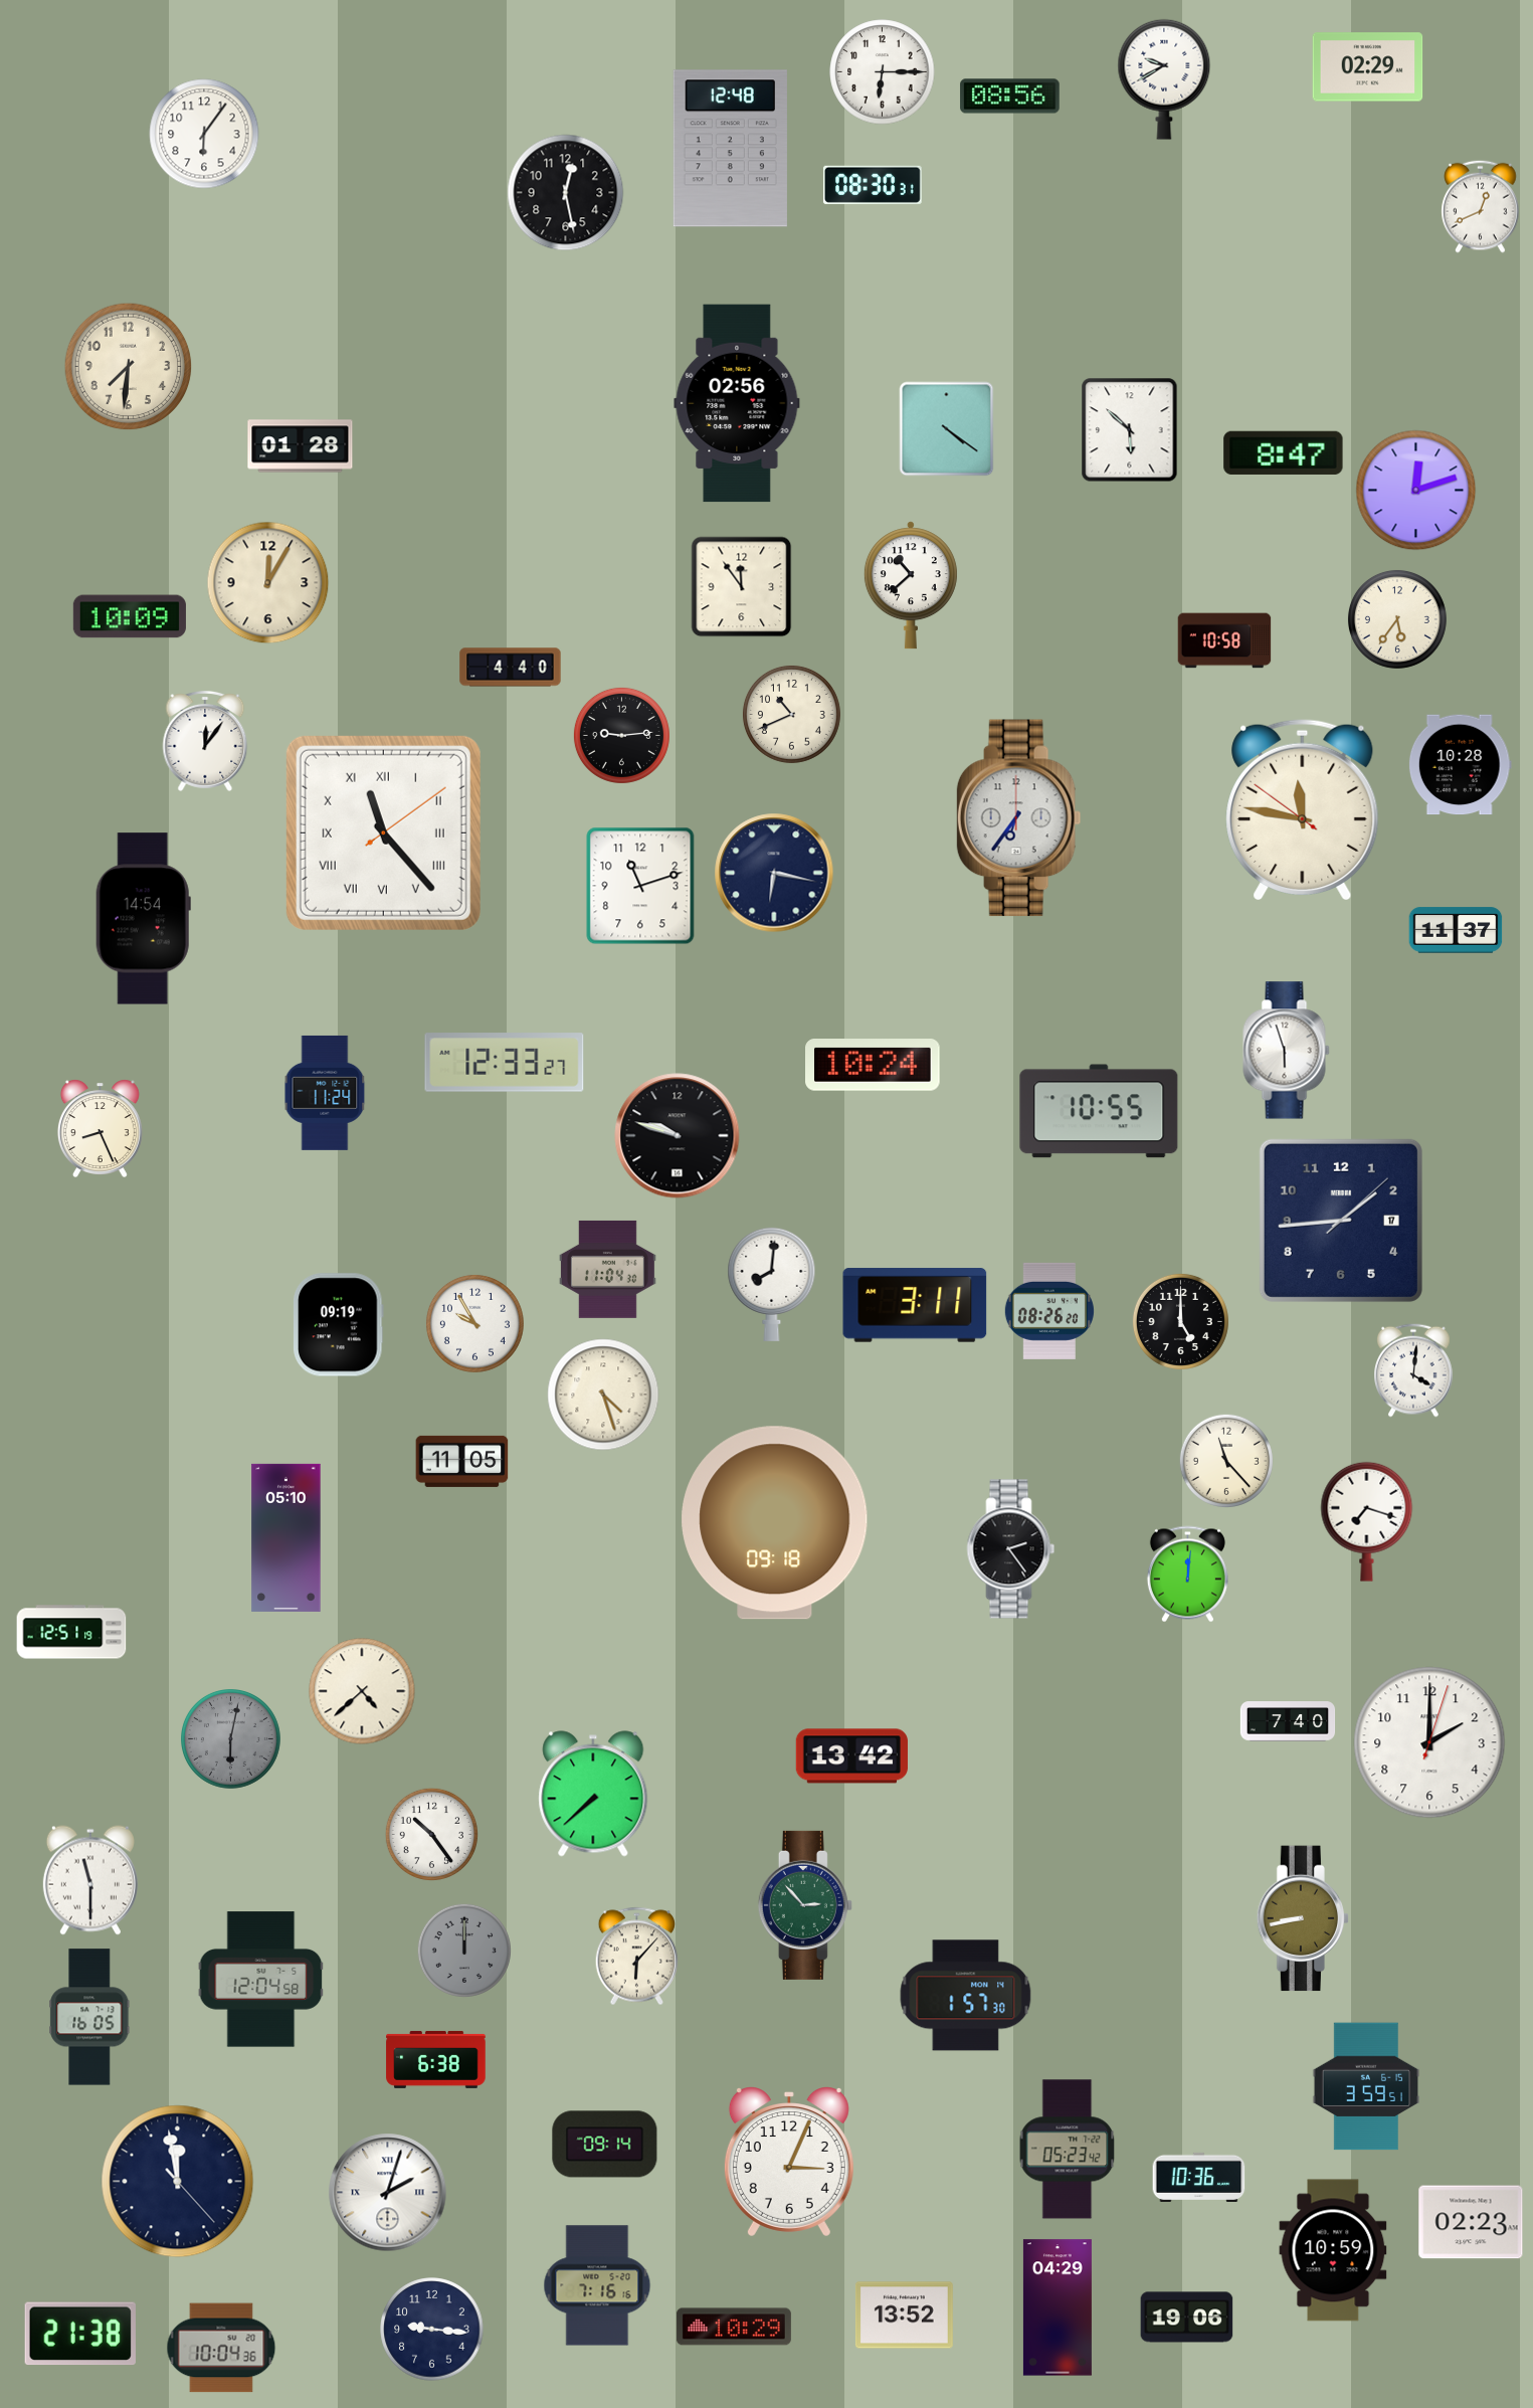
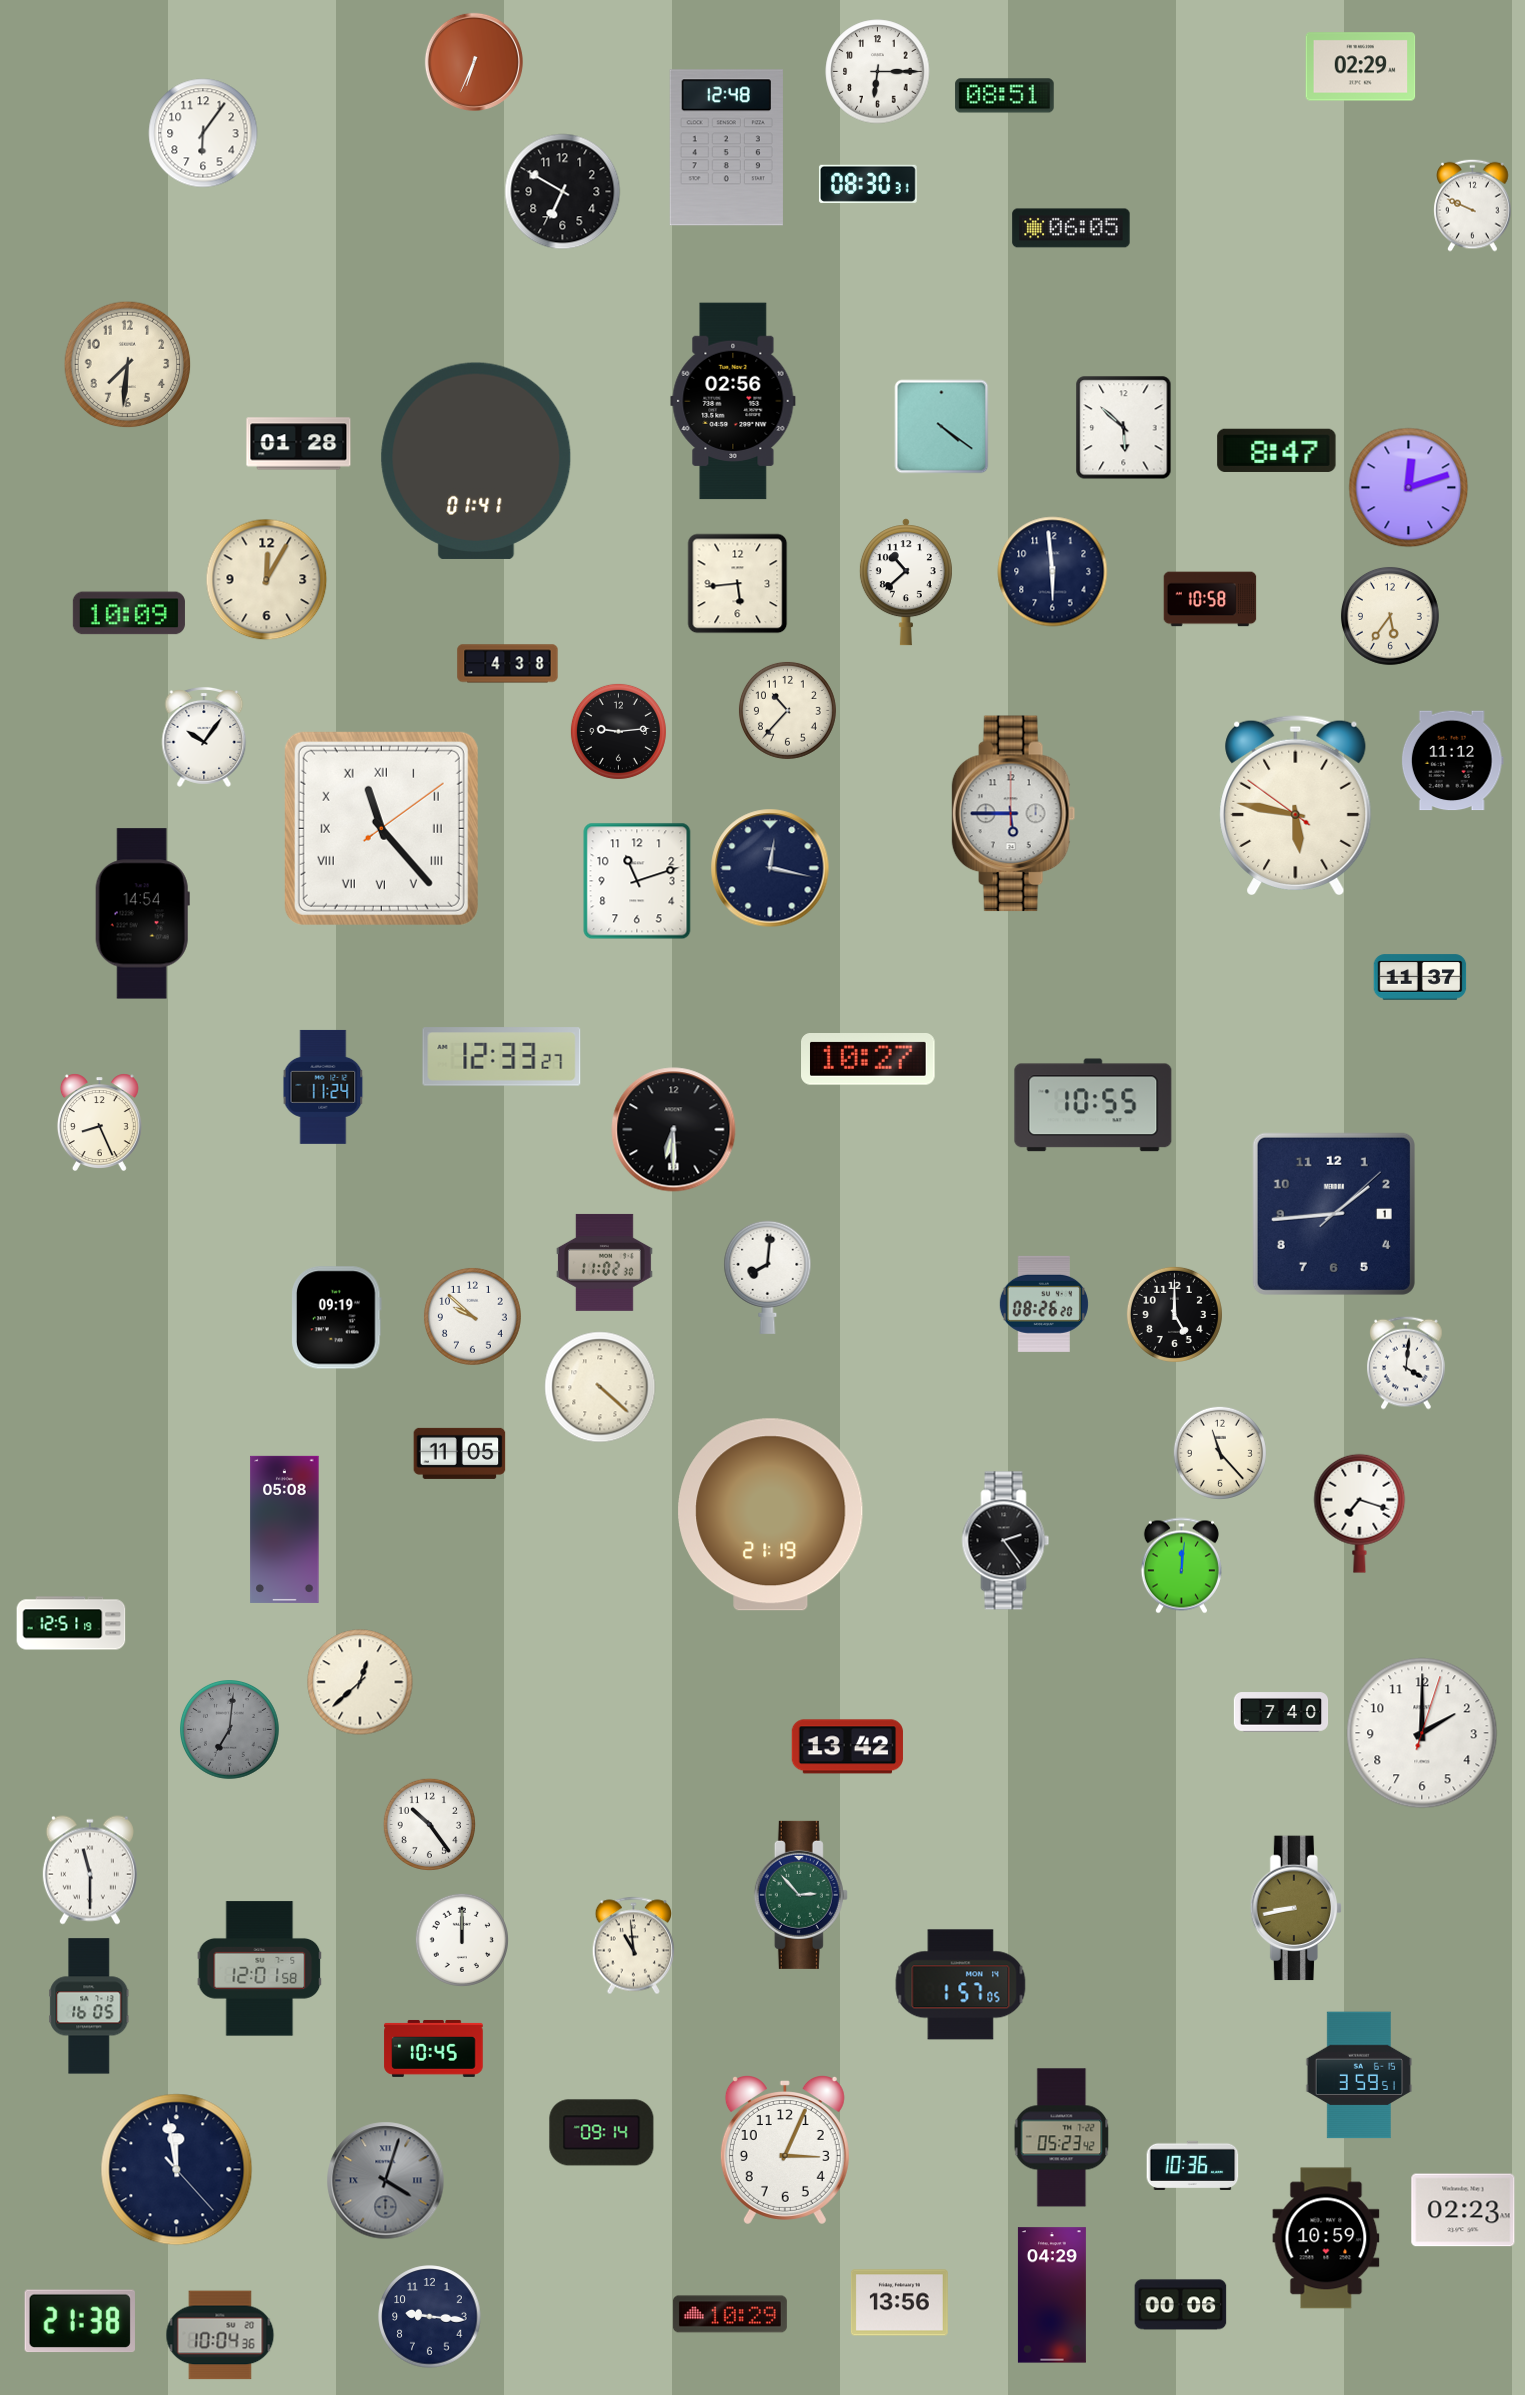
clock at (474, 62): none -> 6:34
clock at (1164, 79): 9:40 -> none
clock at (1010, 97): 08:56 -> 08:51
clock at (566, 193): 12:28 -> 6:50
clock at (1481, 206): 12:41 -> 9:49
clock at (1071, 228): none -> 06:05
clock at (476, 461): none -> 01:41
clock at (1053, 572): none -> 5:59
clock at (742, 587): 11:54 -> 5:44
clock at (1224, 640) position: (1224, 640) -> (1210, 599)
clock at (511, 668): 4:40 -> 4:38
clock at (791, 714): 10:41 -> 10:37
clock at (205, 741): 12:06 -> 10:06
clock at (1460, 765): 10:28 -> 11:12
clock at (1303, 808): 11:46 -> 5:46
clock at (1019, 818): 6:36 -> 5:45
clock at (774, 873): 6:17 -> 12:17
clock at (1456, 930) position: (1456, 930) -> (1420, 977)
clock at (1287, 1051): 5:57 -> none
clock at (874, 1066): 10:24 -> 10:27
clock at (678, 1136): 9:48 -> 6:30
clock at (1341, 1221) date: 17 -> 1
clock at (607, 1269): 11:04 -> 11:02
clock at (915, 1305): 3:11 -> none
clock at (474, 1323): 9:55 -> 9:52
clock at (603, 1395): 4:27 -> 4:22
clock at (775, 1523): 09:18 -> 21:19
clock at (286, 1537): 05:10 -> 05:08
clock at (362, 1691): 4:38 -> 12:38
clock at (231, 1739): 6:02 -> 7:01
clock at (593, 1794): 7:38 -> none
clock at (464, 1951) dial: grey -> white
clock at (636, 1957): 6:07 -> 10:59
clock at (261, 1980): 12:04 -> 12:01
clock at (966, 1996): 1:57:30 -> 1:57:05
clock at (436, 2059): 6:38 -> 10:45
clock at (388, 2193): 2:03 -> 4:03
clock at (388, 2193) dial: white -> grey
clock at (597, 2285): 7:16 -> none
clock at (904, 2316): 13:52 -> 13:56
clock at (1187, 2318): 19:06 -> 00:06
